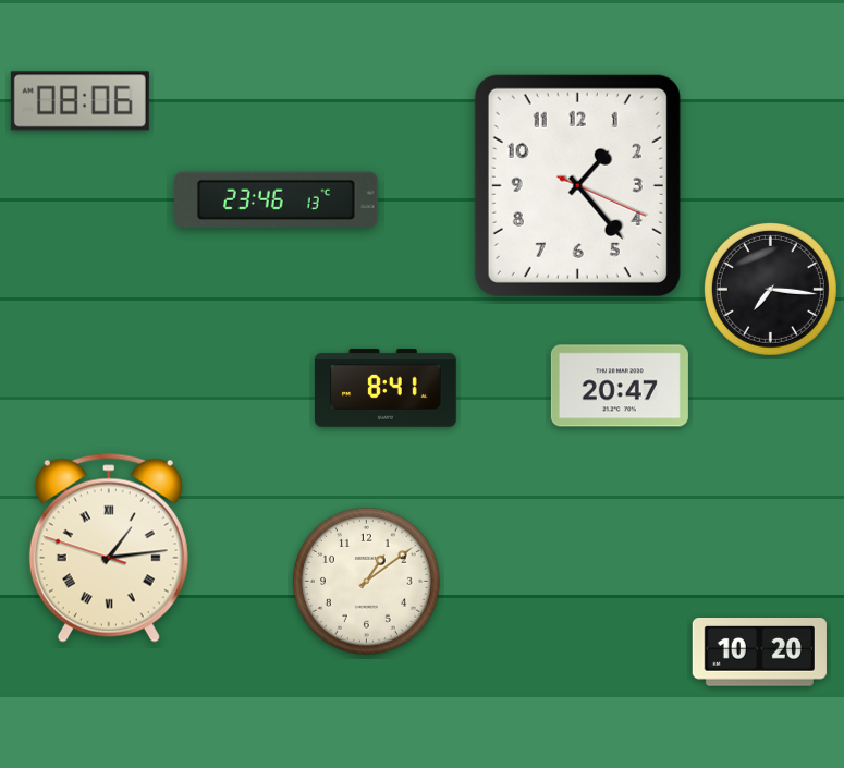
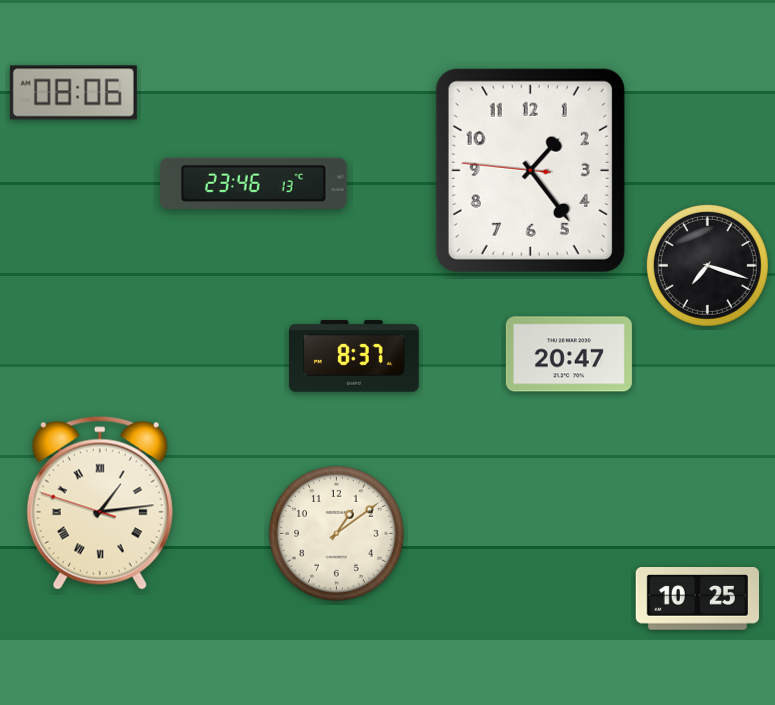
clock at (577, 185): 1:23:19 -> 1:23:46
clock at (770, 289): 7:16 -> 7:18
clock at (386, 388): 8:41 -> 8:37
clock at (759, 653): 10:20 -> 10:25
